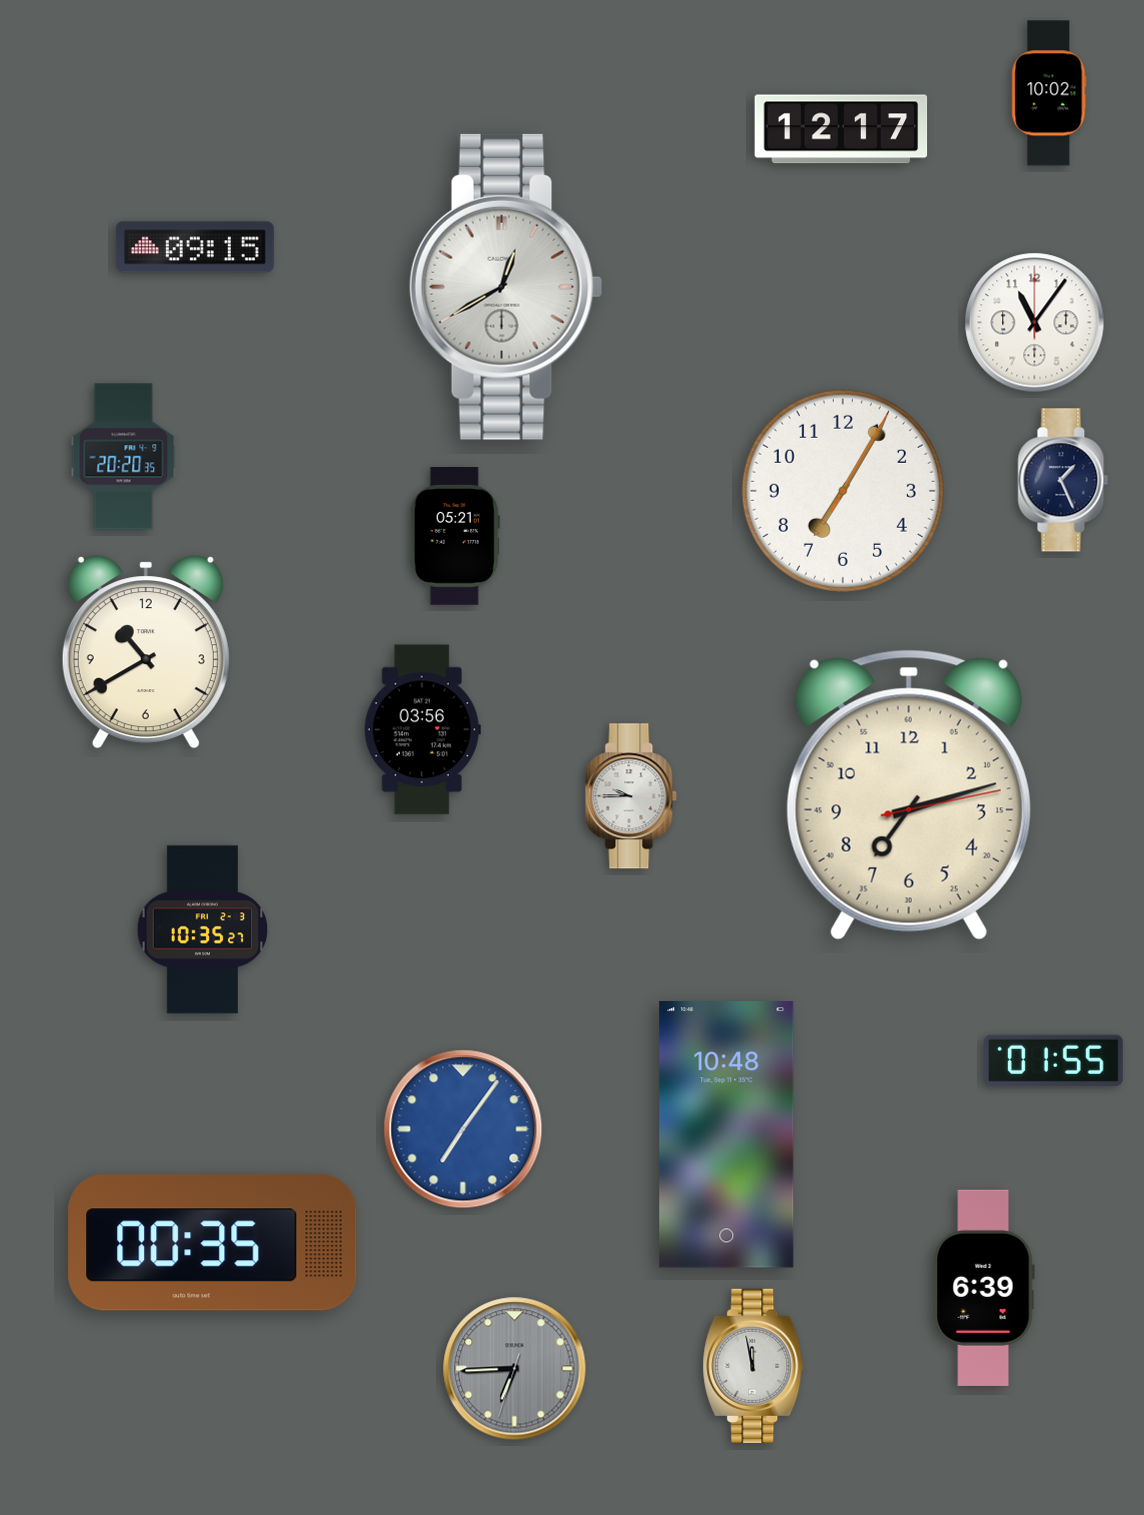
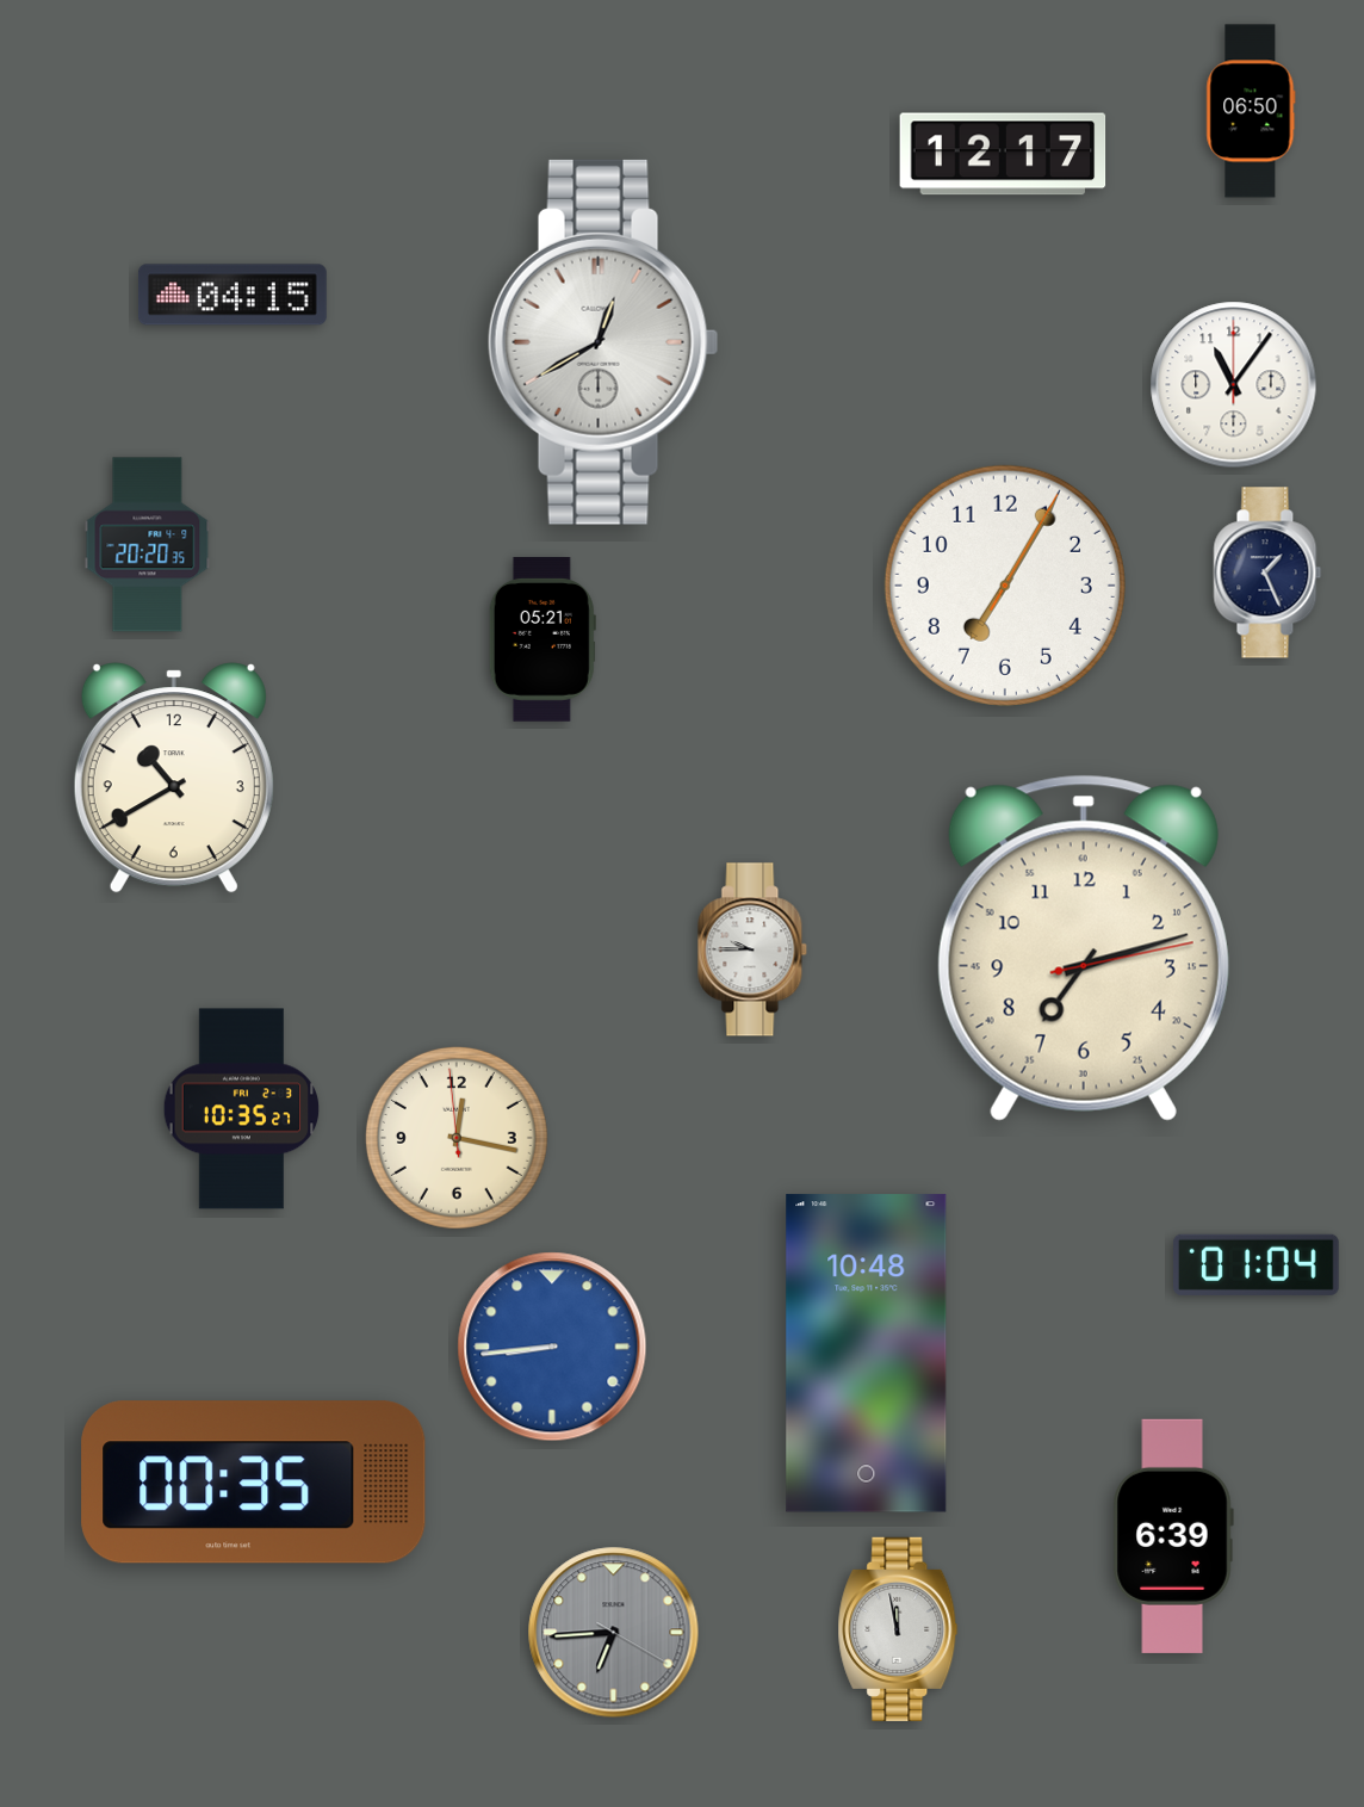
clock at (1049, 93): 10:02 -> 06:50
clock at (195, 247): 09:15 -> 04:15
clock at (422, 730): 03:56 -> none
clock at (457, 1138): none -> 12:16
clock at (1054, 1060): 01:55 -> 01:04
clock at (463, 1129): 7:06 -> 8:44
clock at (515, 1369): 6:44:33 -> 6:44:20
